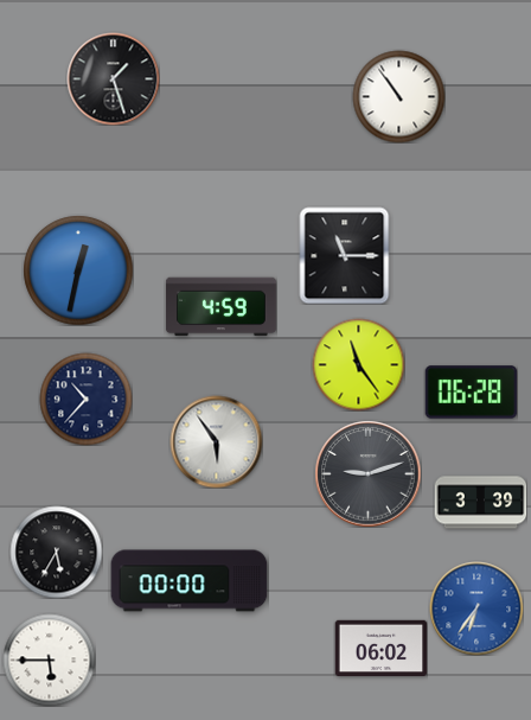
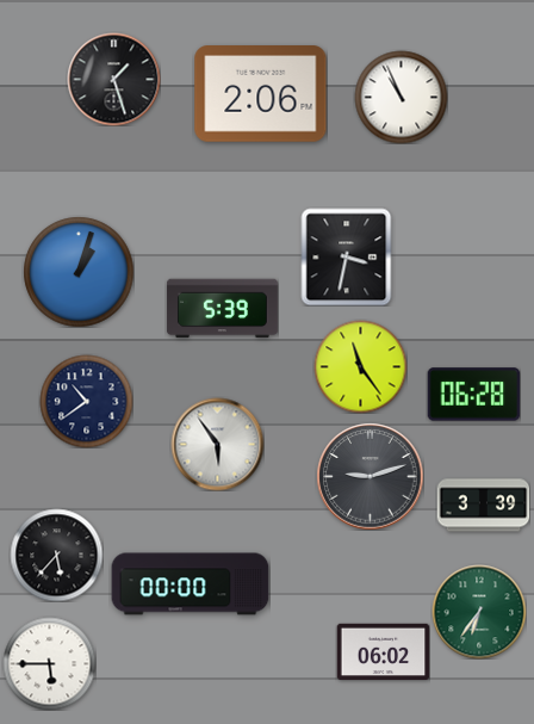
clock at (261, 94): none -> 2:06
clock at (398, 96): 10:54 -> 10:56
clock at (345, 255): 11:15 -> 3:32
clock at (78, 270): 12:32 -> 1:03
clock at (222, 307): 4:59 -> 5:39
clock at (85, 399): 10:37 -> 10:39
clock at (56, 552): 5:35 -> 5:37
clock at (476, 609) dial: blue -> green
